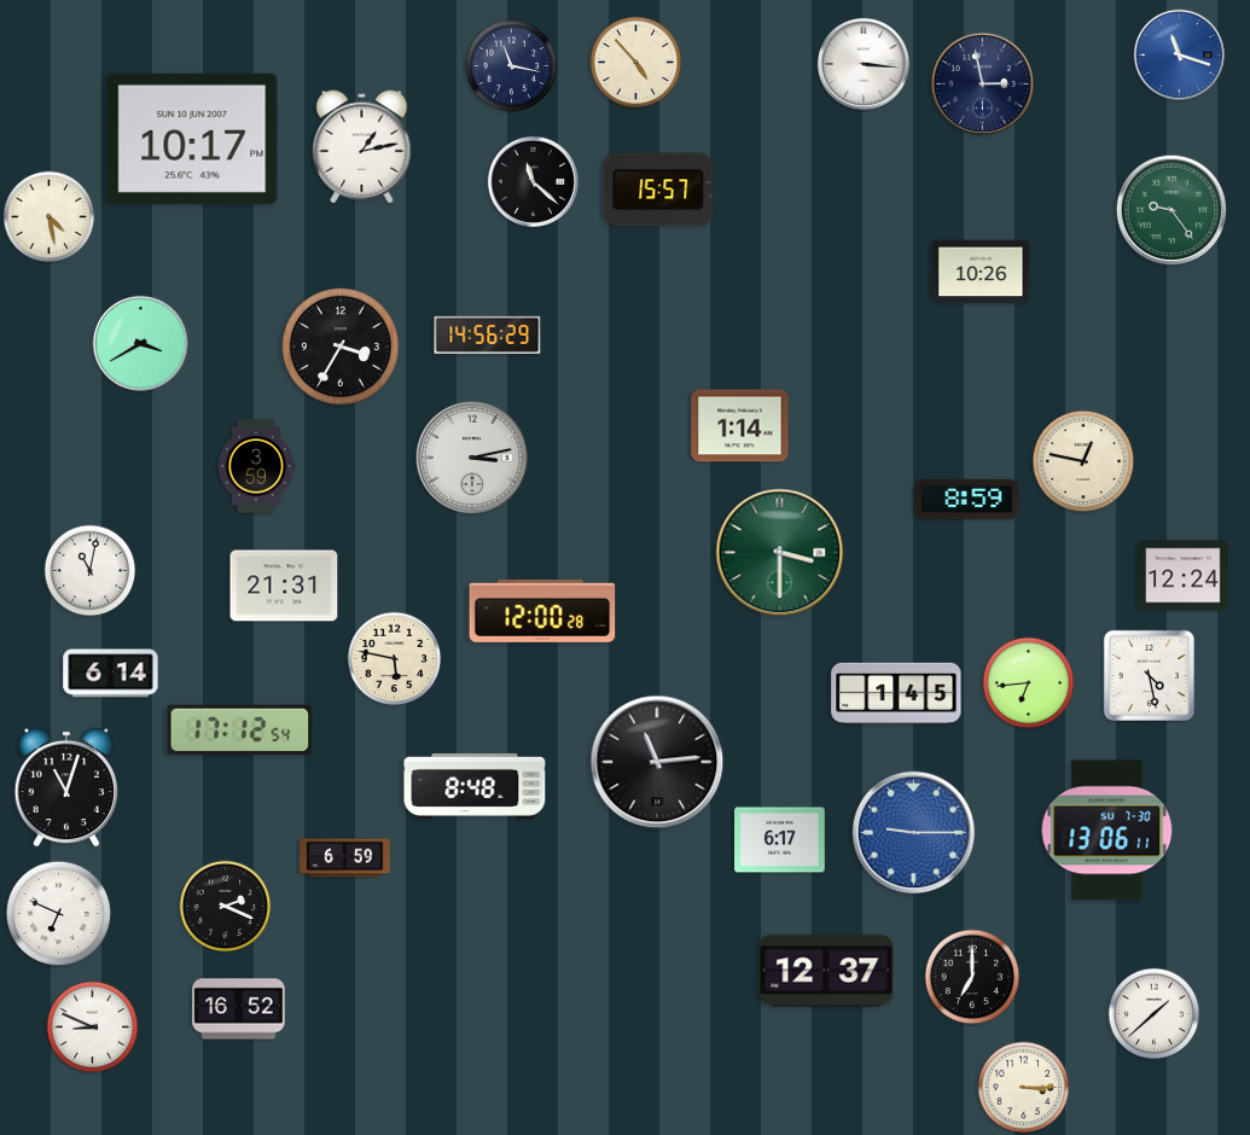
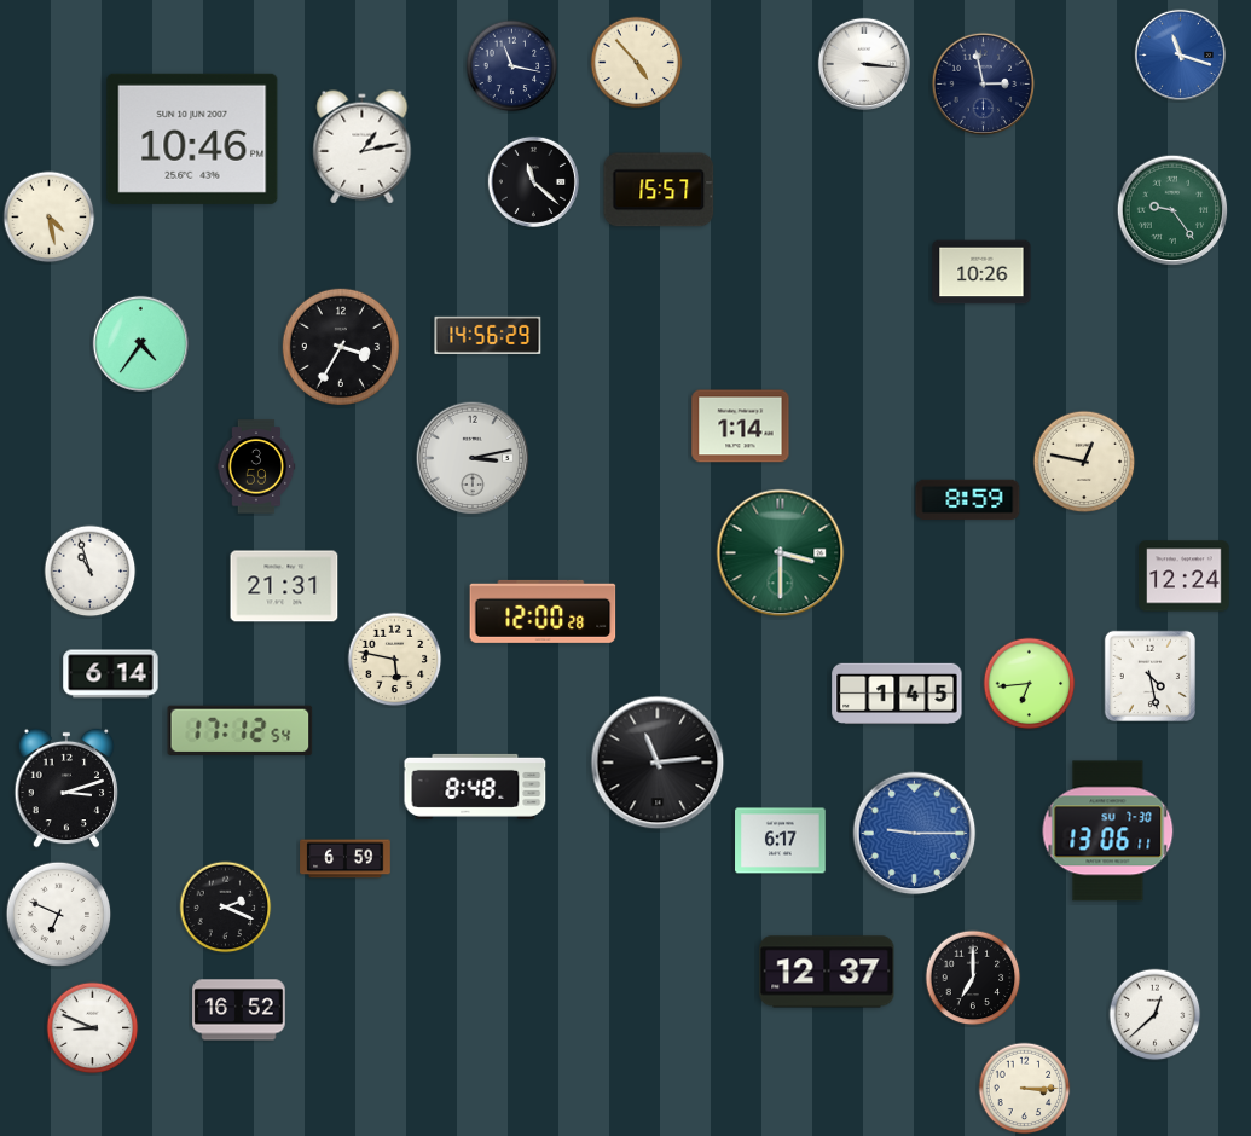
clock at (192, 139): 10:17 -> 10:46
clock at (140, 343): 3:40 -> 4:36
clock at (91, 571): 11:02 -> 10:57
clock at (66, 787): 11:03 -> 3:12
clock at (1155, 1014): 1:38 -> 12:38
